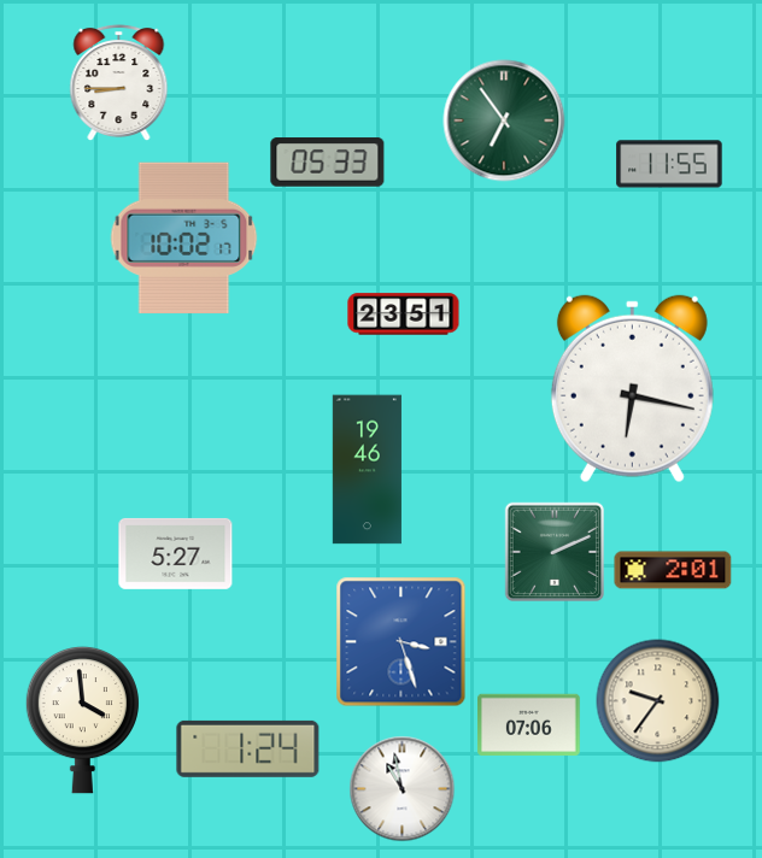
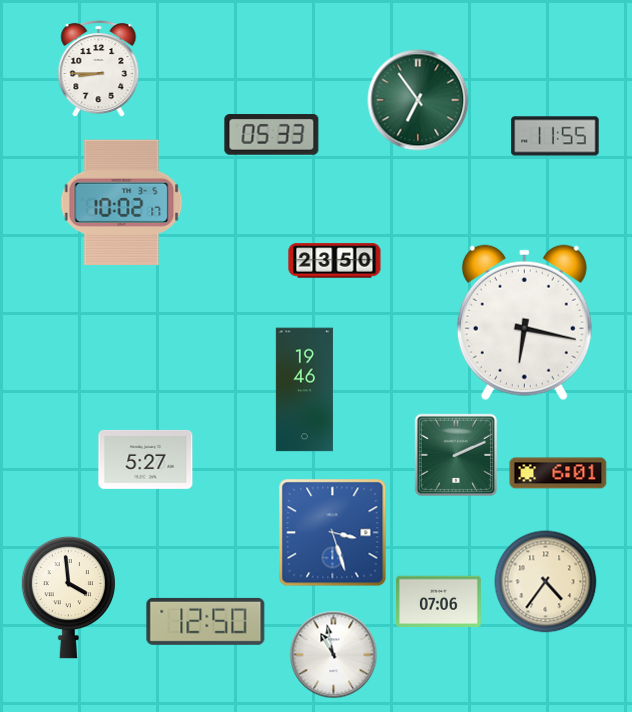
clock at (184, 239) position: (184, 239) -> (122, 203)
clock at (404, 315): 23:51 -> 23:50
clock at (553, 551) position: (553, 551) -> (455, 454)
clock at (673, 570): 2:01 -> 6:01
clock at (658, 701): 9:36 -> 4:36
clock at (248, 748): 1:24 -> 12:50
